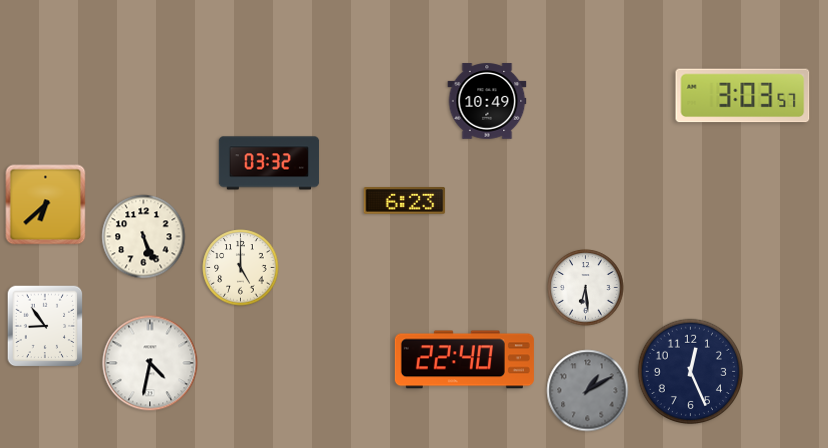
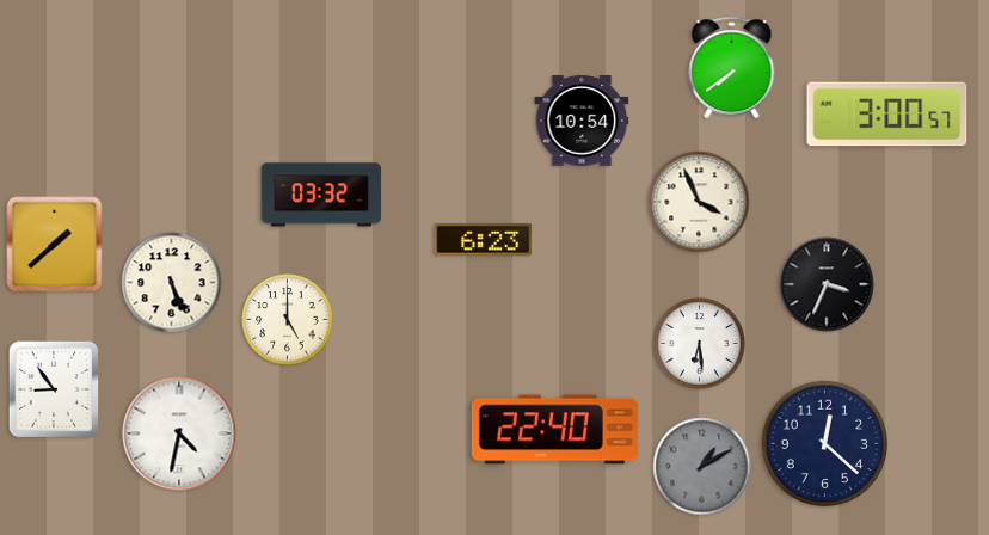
clock at (732, 68): none -> 7:39
clock at (743, 96): 3:03 -> 3:00
clock at (487, 101): 10:49 -> 10:54
clock at (699, 202): none -> 3:56
clock at (46, 205): 6:38 -> 1:38
clock at (827, 284): none -> 3:34
clock at (691, 372): 12:26 -> 12:22
